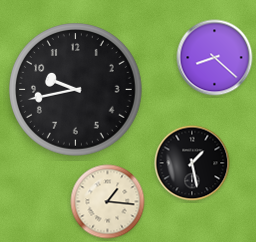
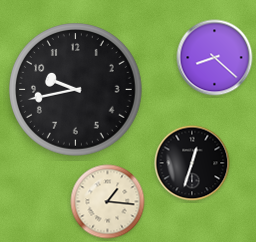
clock at (192, 163): 1:28 -> 12:33
